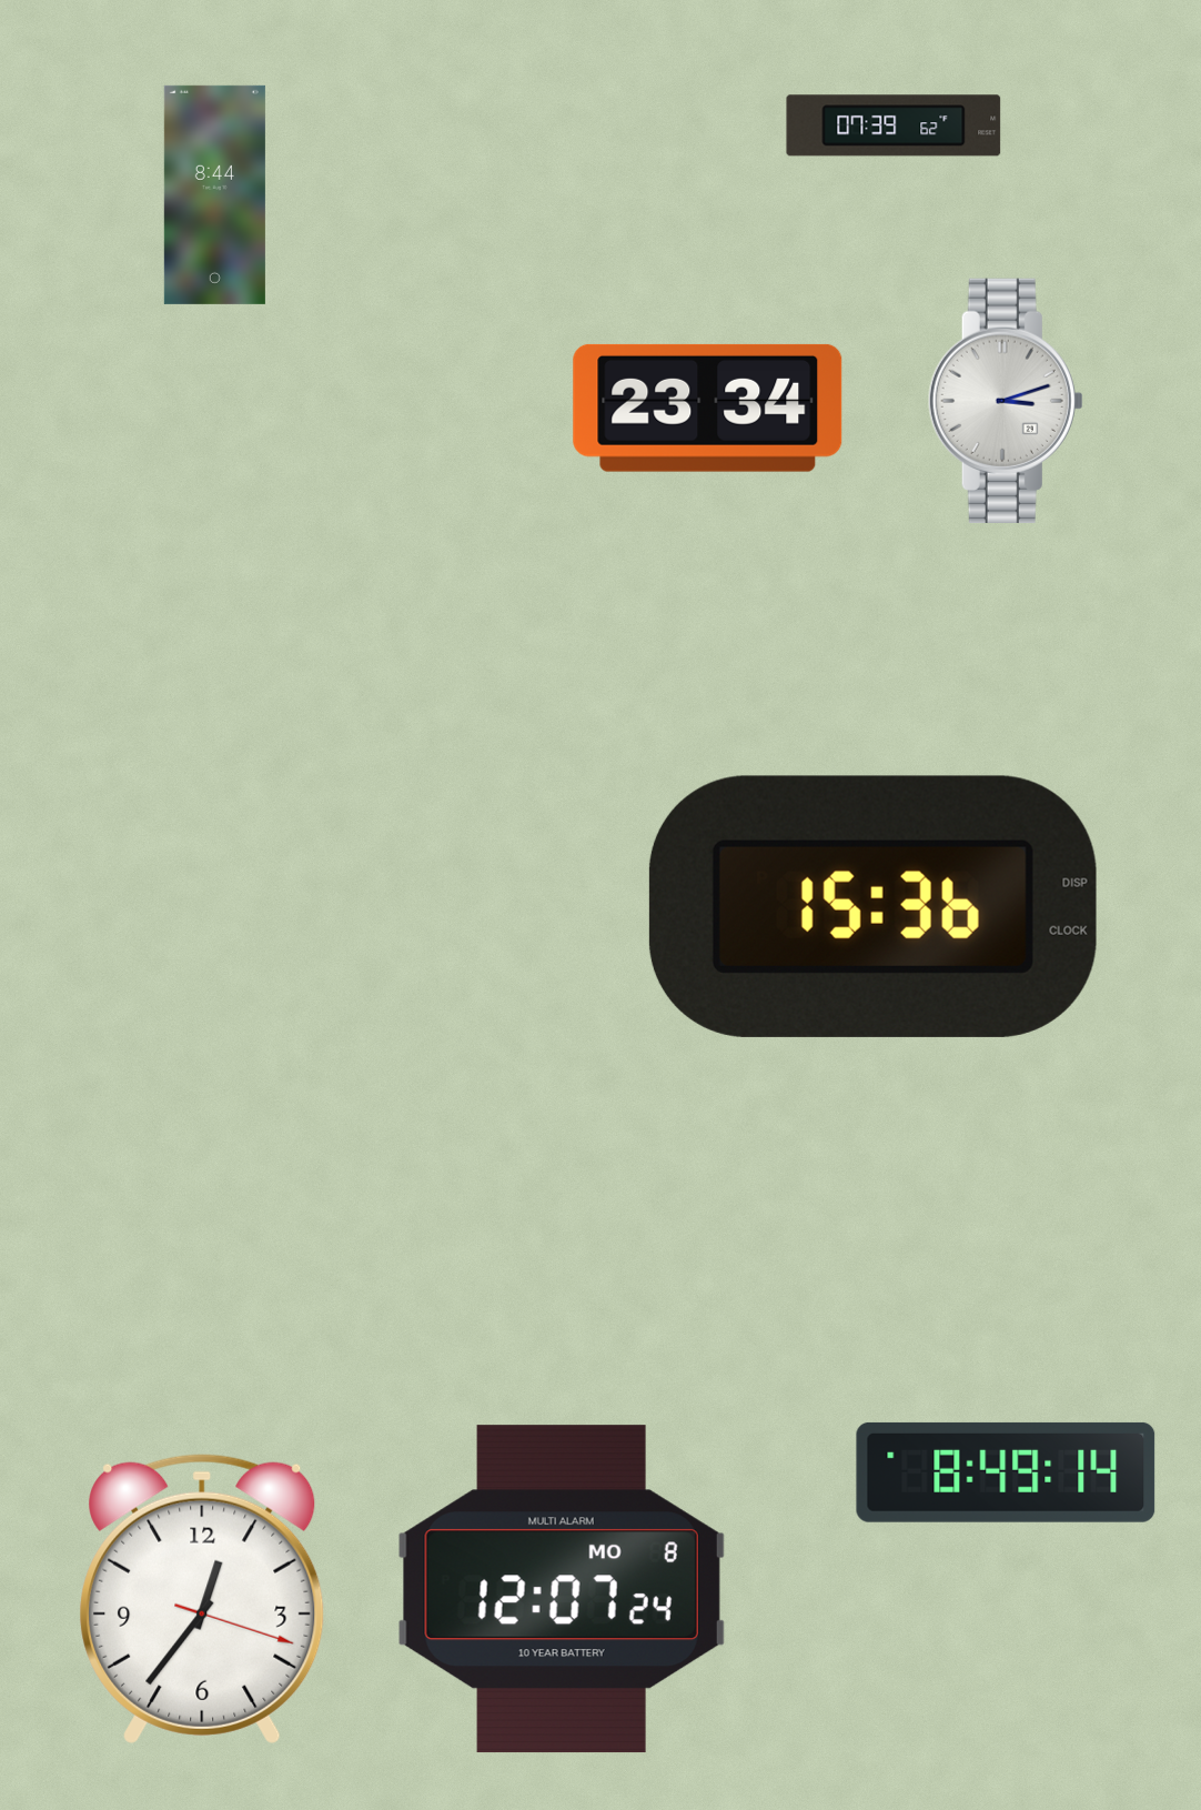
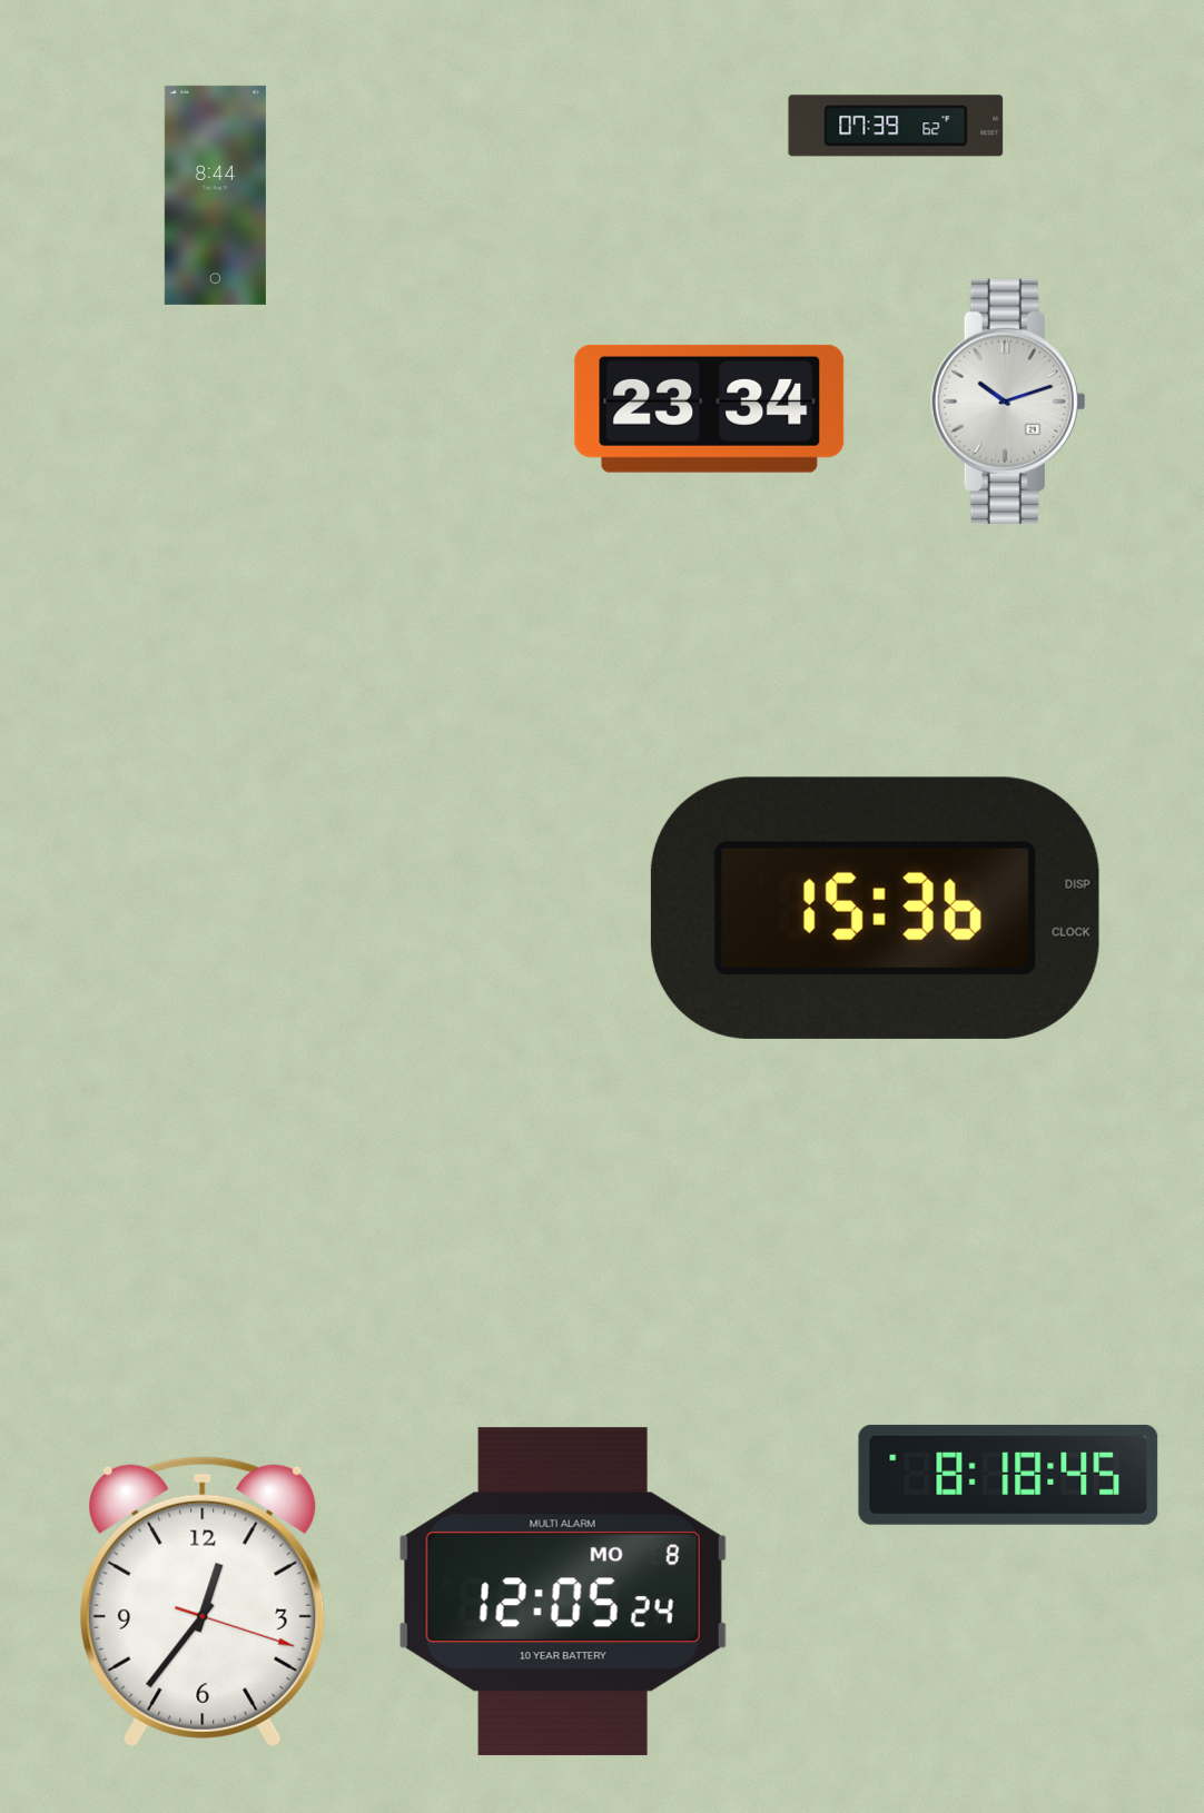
clock at (1006, 401): 3:12 -> 10:12
clock at (1006, 1472): 8:49 -> 8:18
clock at (562, 1589): 12:07 -> 12:05
